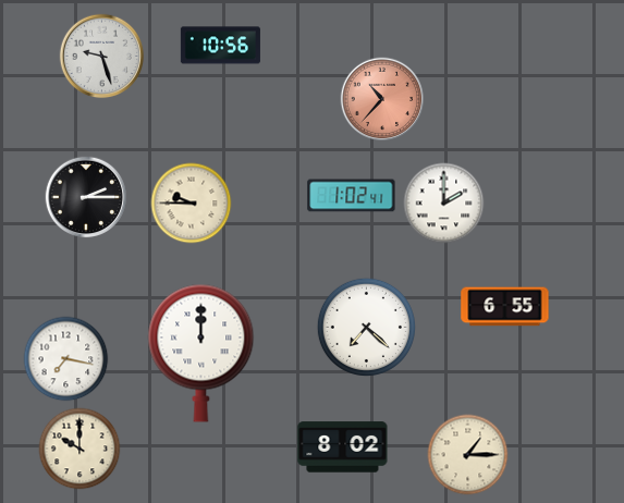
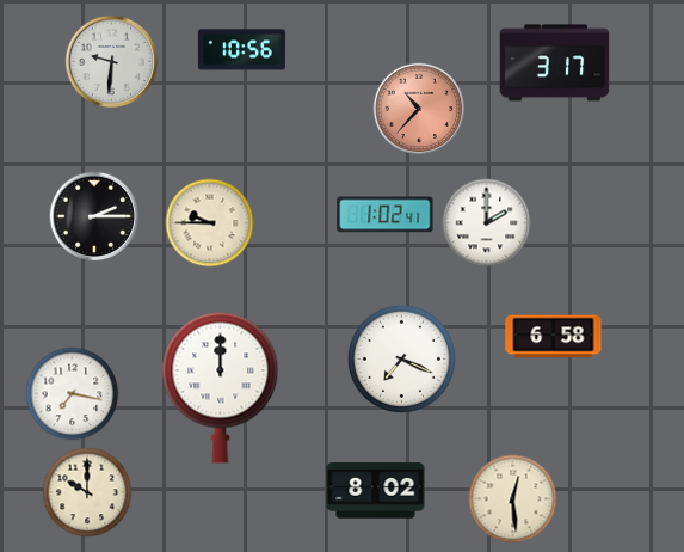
clock at (102, 57): 9:27 -> 9:31
clock at (555, 63): none -> 3:17
clock at (505, 307): 6:55 -> 6:58
clock at (366, 327): 7:22 -> 7:19
clock at (468, 455): 1:15 -> 12:29
